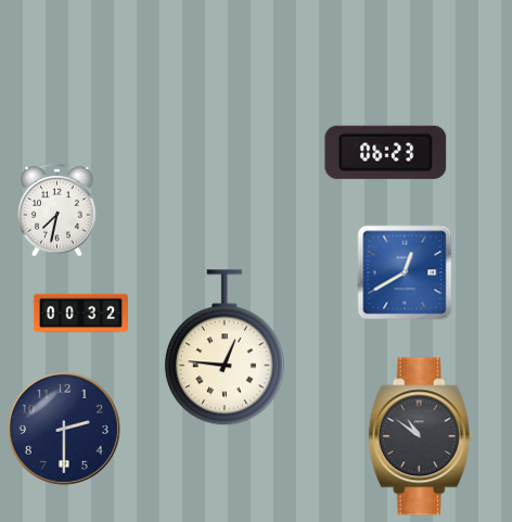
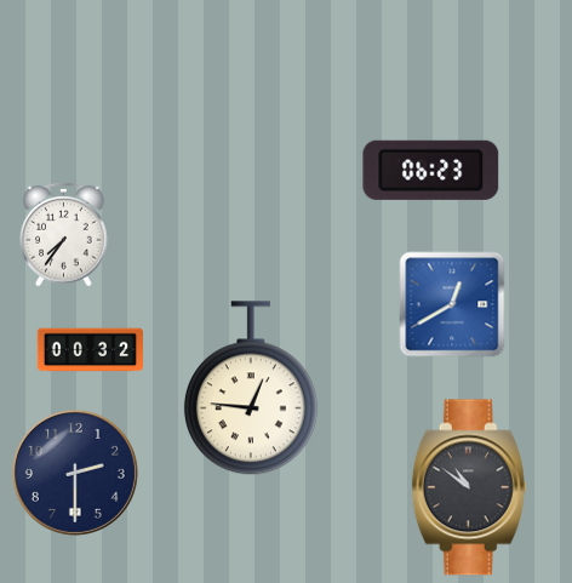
clock at (57, 209): 7:32 -> 7:36
clock at (64, 429) position: (64, 429) -> (75, 473)
